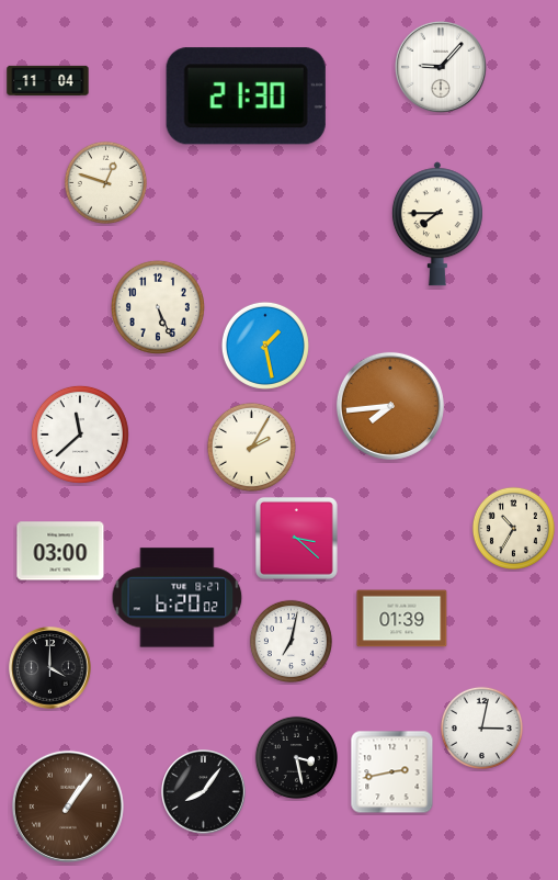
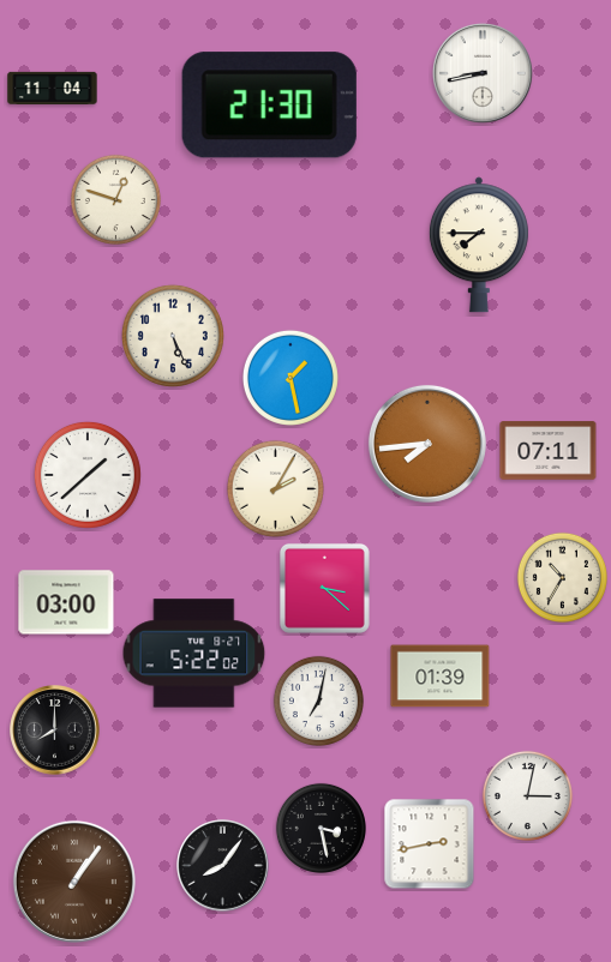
clock at (442, 68): 9:07 -> 8:43
clock at (549, 451): none -> 07:11
clock at (80, 435): 11:38 -> 1:38
clock at (178, 598): 6:20 -> 5:22
clock at (50, 668): 4:00 -> 8:00
clock at (296, 757) position: (296, 757) -> (321, 828)
